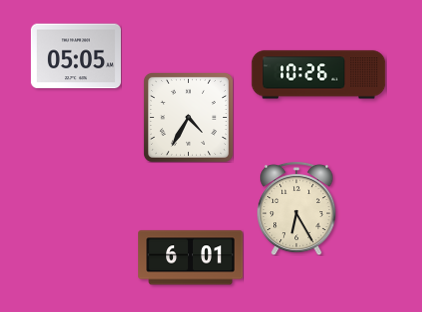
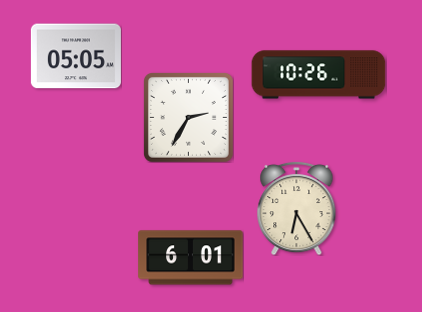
clock at (188, 117): 4:35 -> 2:35
